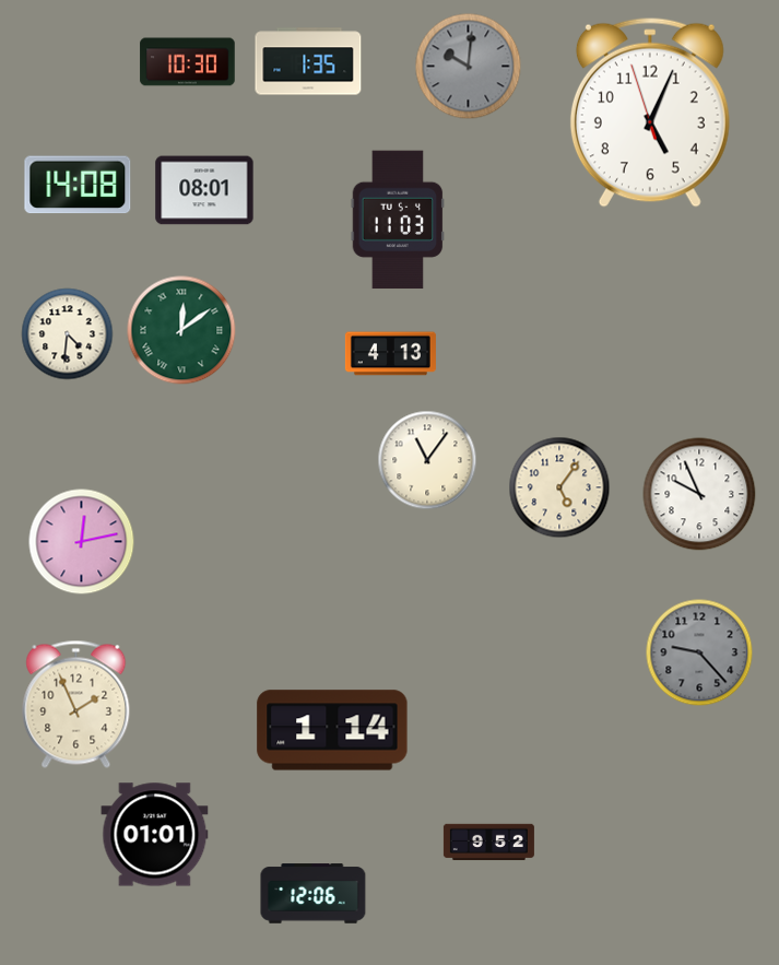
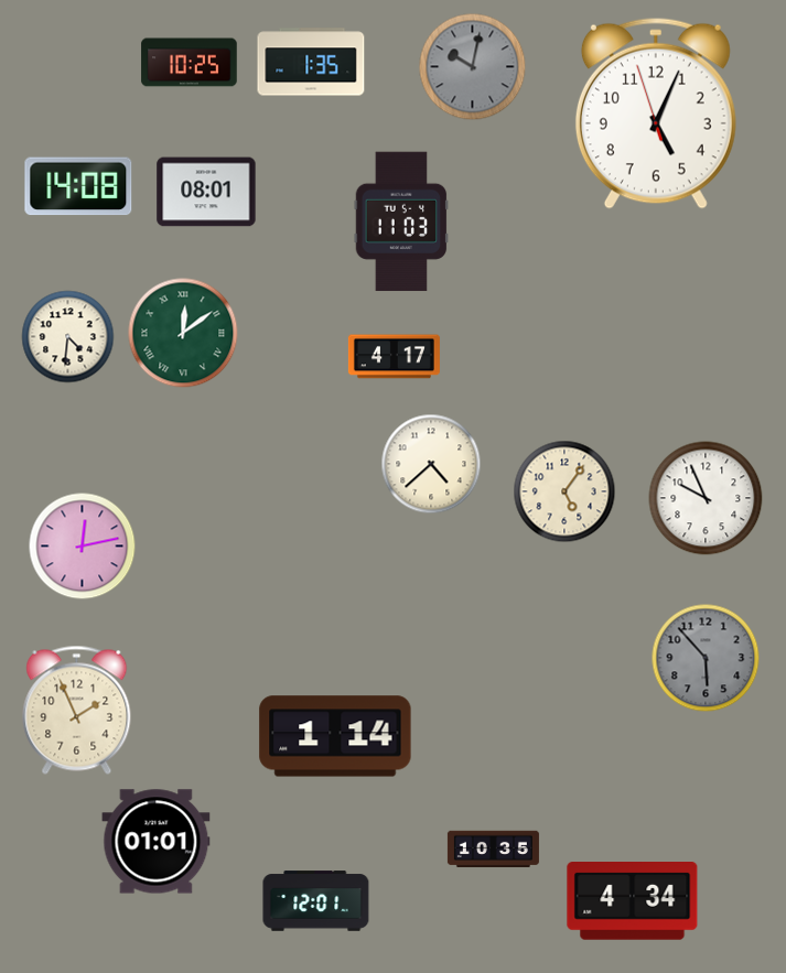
clock at (188, 62): 10:30 -> 10:25
clock at (469, 67): 10:01 -> 10:02
clock at (390, 354): 4:13 -> 4:17
clock at (427, 460): 11:06 -> 4:38
clock at (699, 652): 9:23 -> 5:53
clock at (488, 843): 9:52 -> 10:35
clock at (314, 894): 12:06 -> 12:01
clock at (633, 901): none -> 4:34
